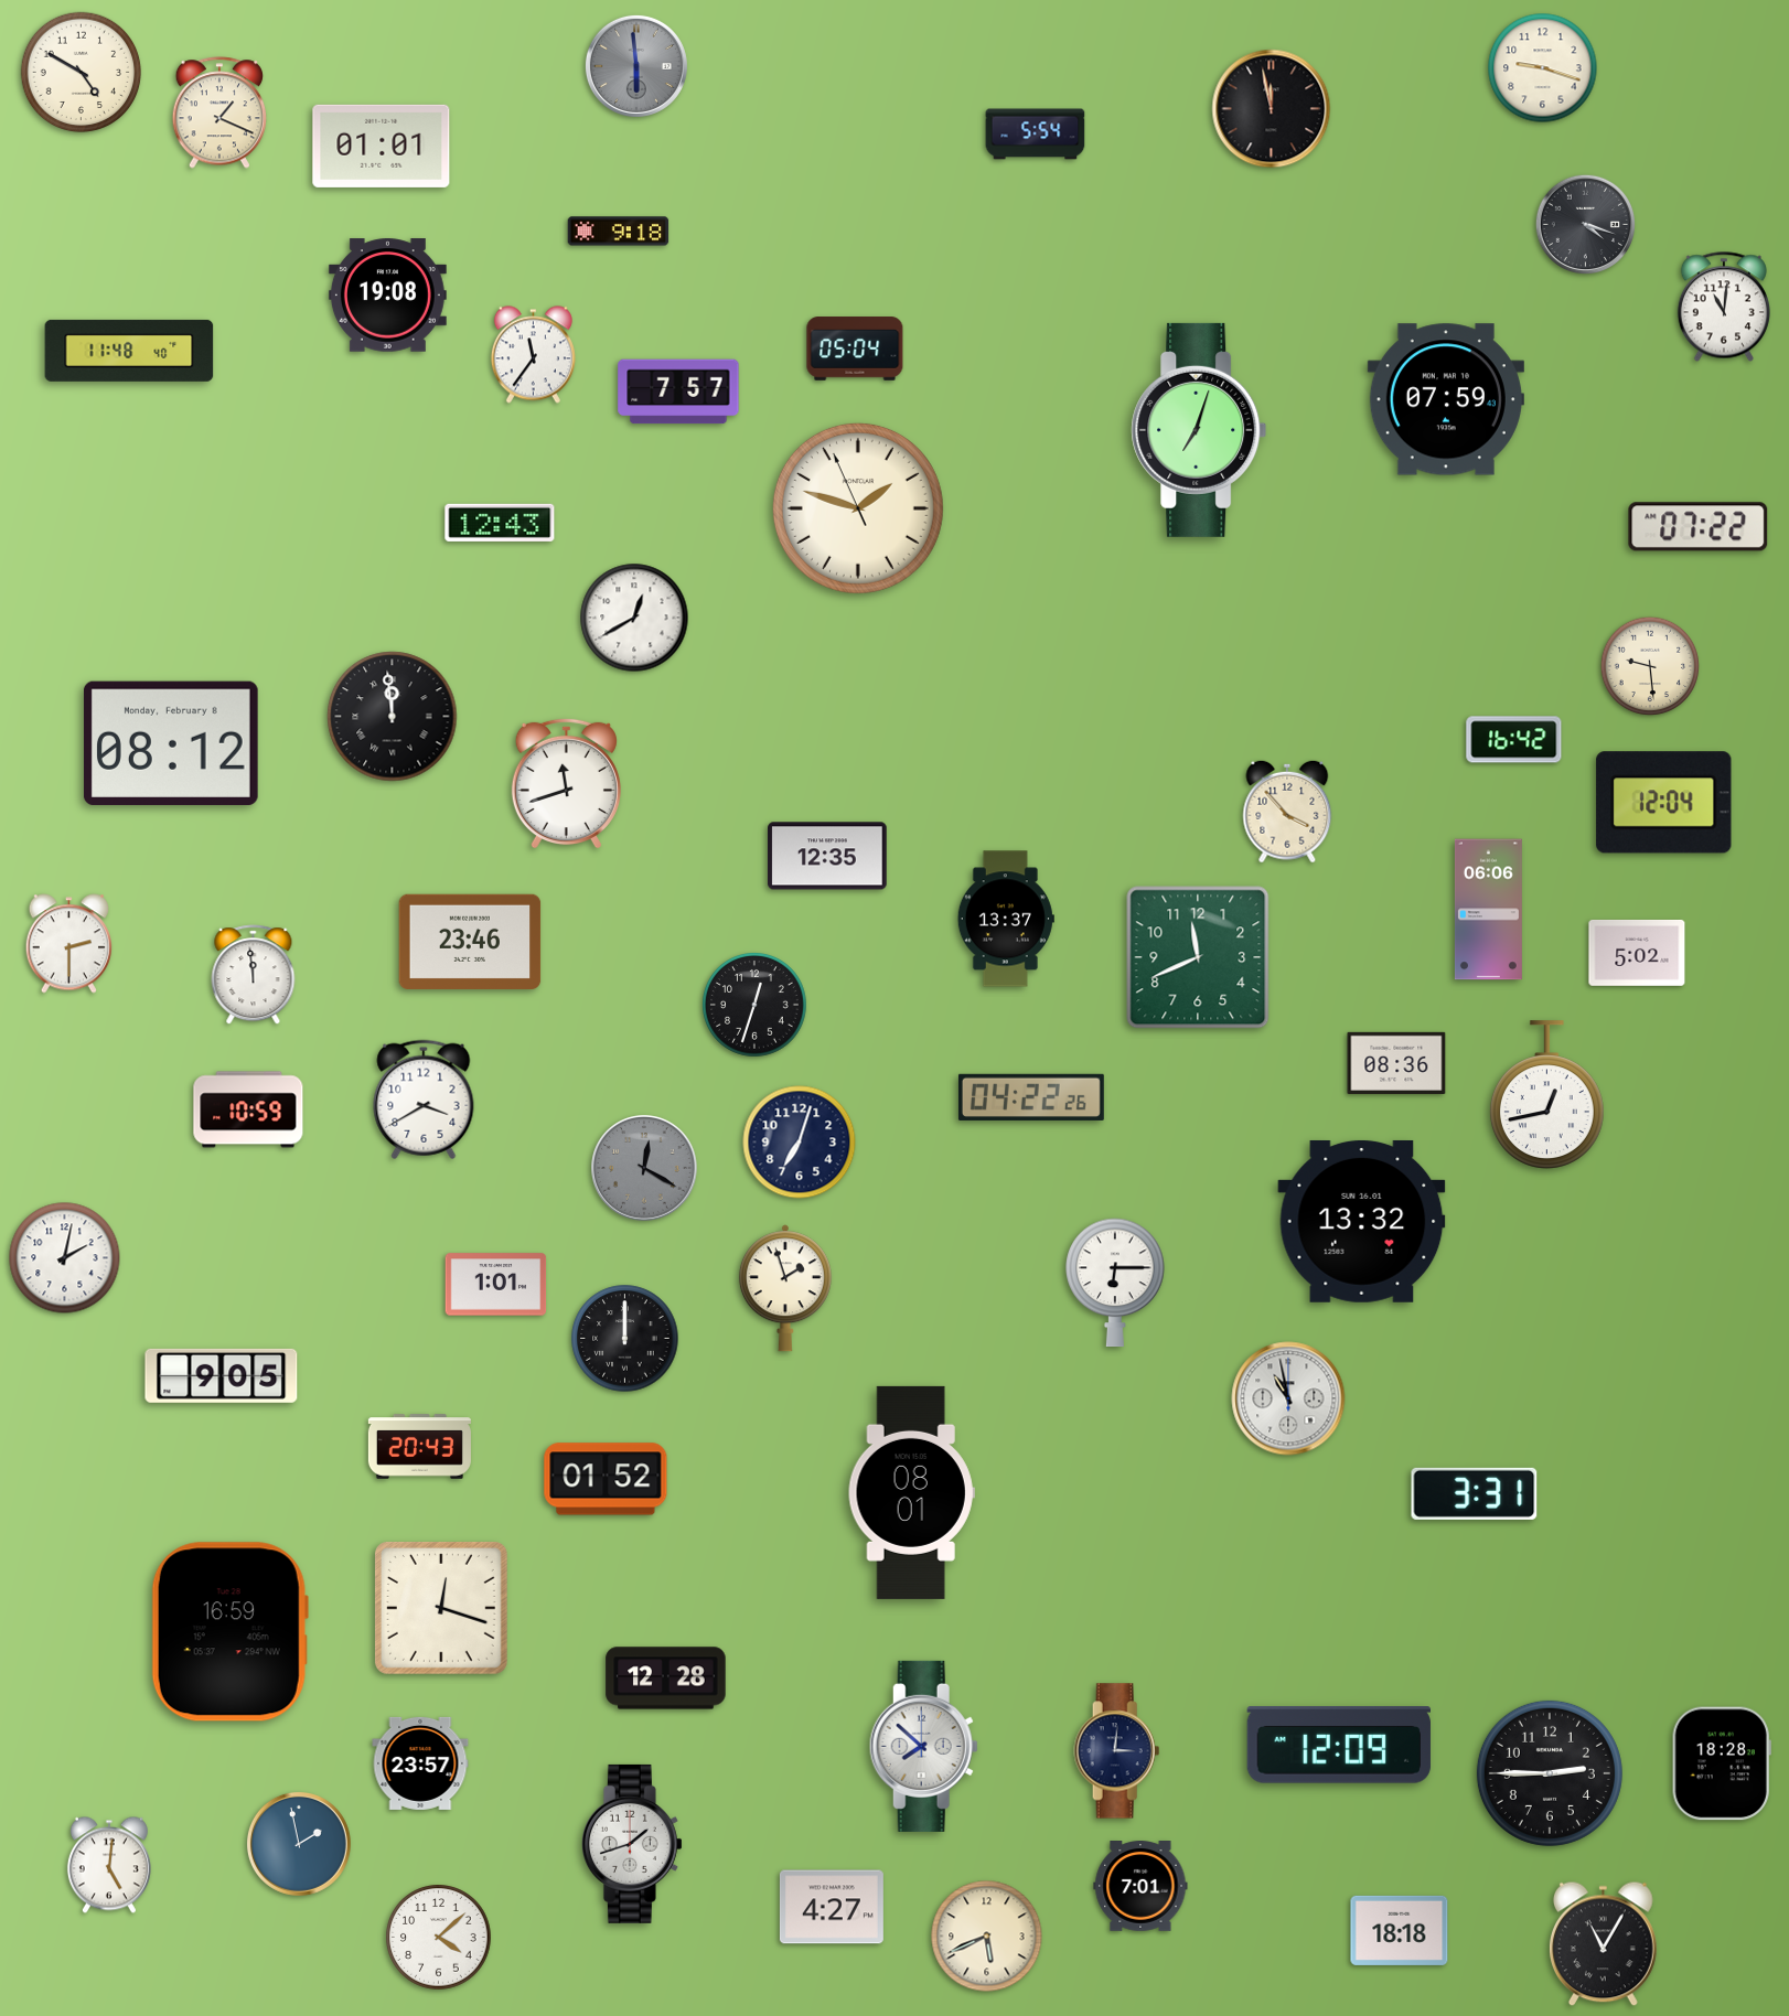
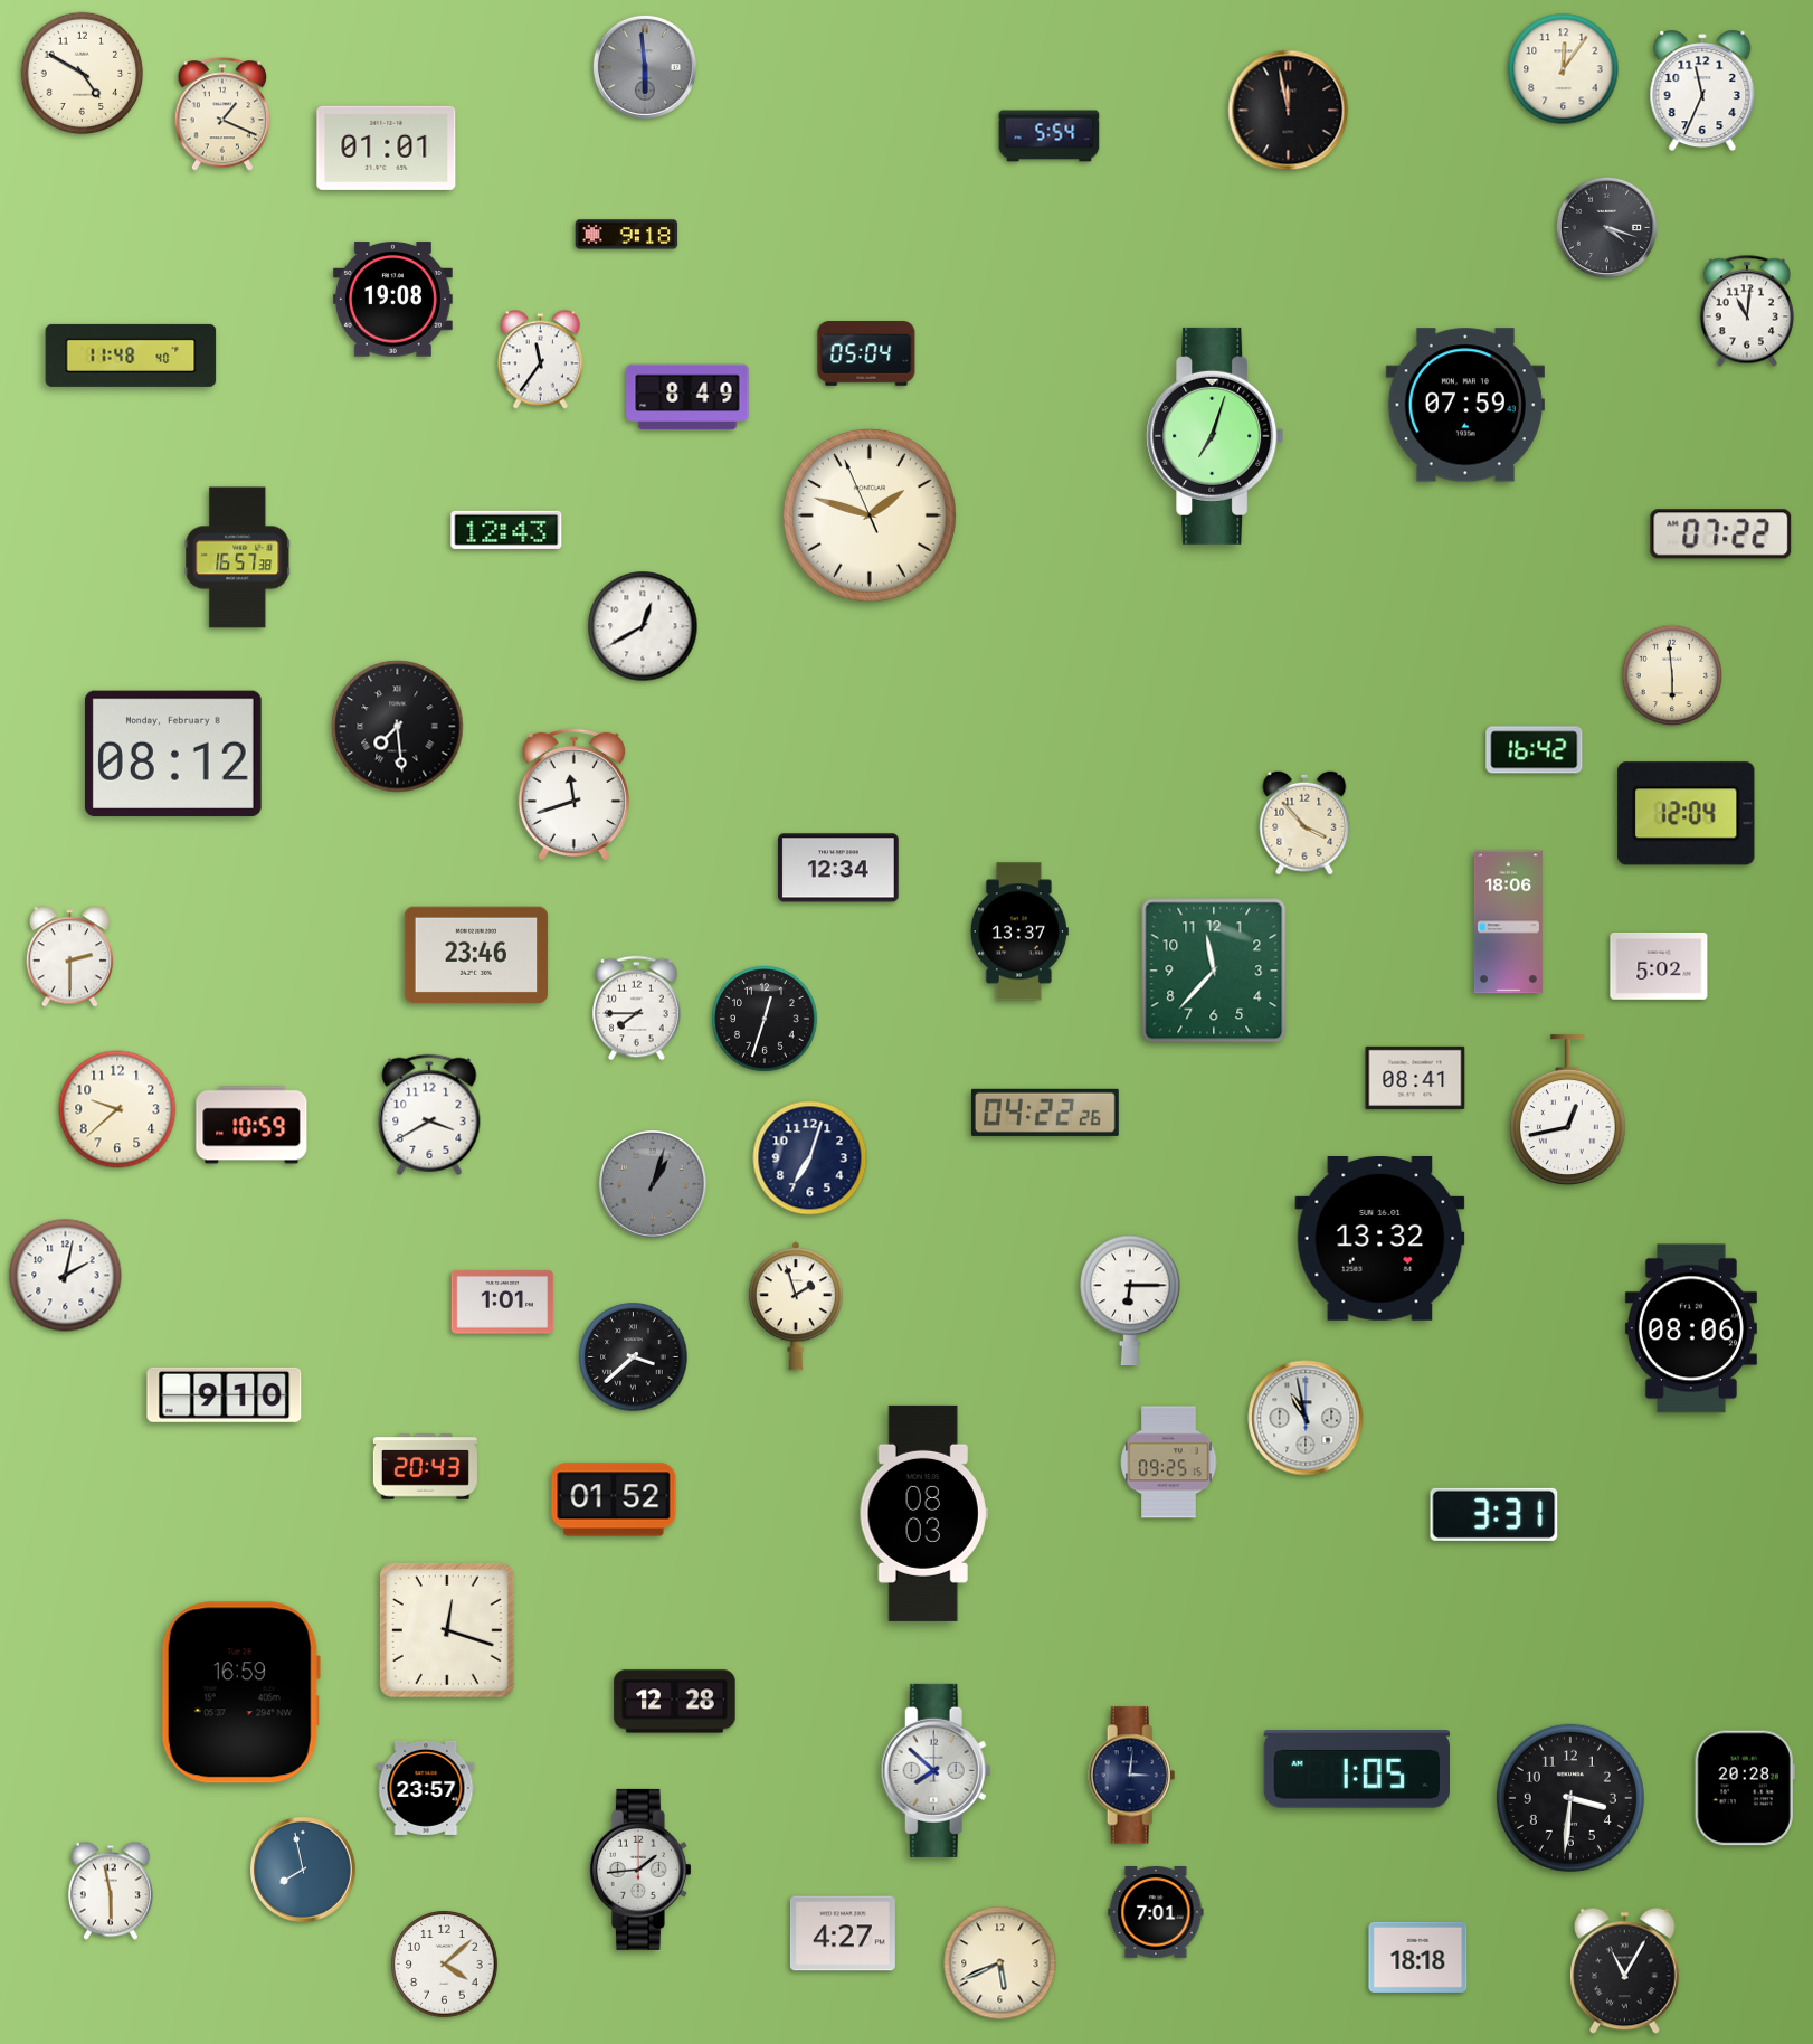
clock at (1543, 68): 9:18 -> 12:06
clock at (1702, 91): none -> 11:34
clock at (678, 392): 7:57 -> 8:49
clock at (238, 558): none -> 16:57
clock at (1650, 666): 9:29 -> 5:59
clock at (393, 717): 11:59 -> 7:29
clock at (827, 856): 12:35 -> 12:34
clock at (1488, 910): 06:06 -> 18:06
clock at (1198, 957): 11:41 -> 11:37
clock at (254, 975): 11:59 -> none
clock at (637, 1009): none -> 7:45
clock at (1396, 1063): 08:36 -> 08:41
clock at (117, 1109): none -> 9:38
clock at (644, 1168): 12:20 -> 1:03
clock at (1691, 1328): none -> 08:06
clock at (625, 1339): 12:00 -> 3:38
clock at (222, 1375): 9:05 -> 9:10
clock at (1169, 1463): none -> 09:25
clock at (911, 1492): 08:01 -> 08:03
clock at (229, 1632) position: (229, 1632) -> (240, 1693)
clock at (1339, 1745): 12:09 -> 1:05
clock at (1722, 1763): 18:28 -> 20:28
clock at (1550, 1773): 2:45 -> 3:31
clock at (299, 1844): 1:58 -> 7:58
clock at (632, 1844): 1:42 -> 1:44
clock at (109, 1865): 5:01 -> 5:58
